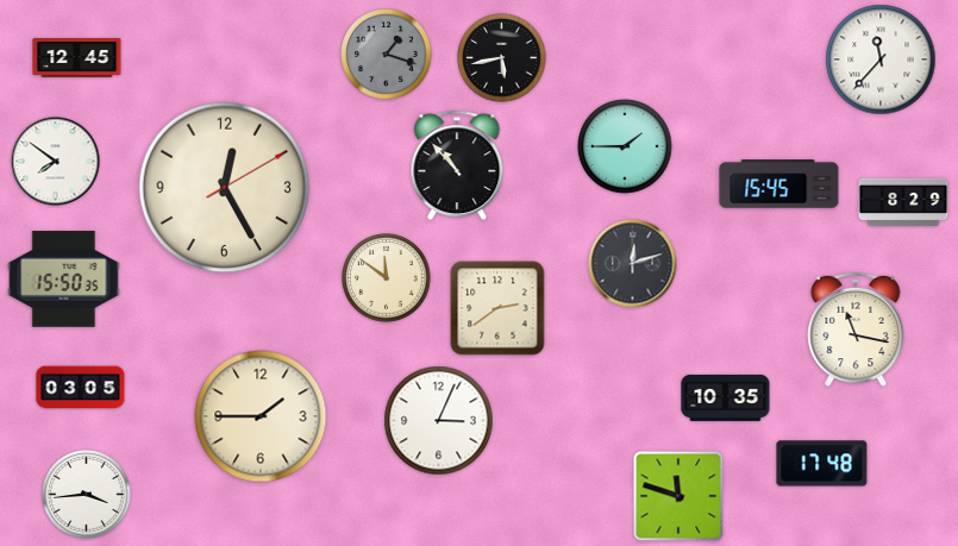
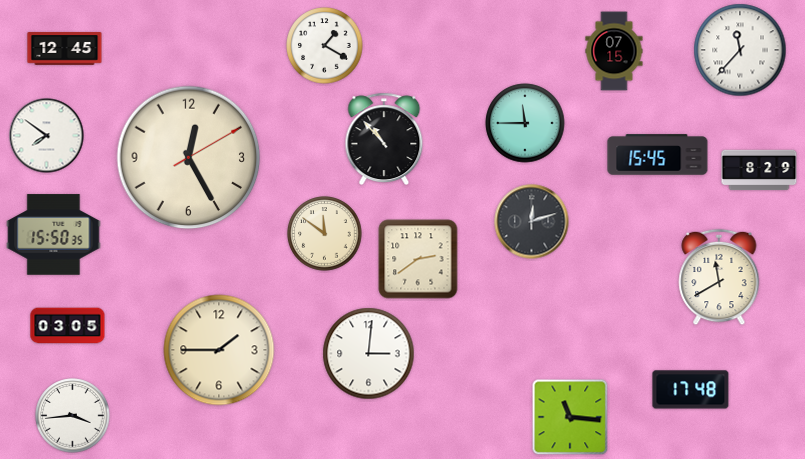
clock at (387, 55): 1:18 -> 1:20
clock at (387, 55) dial: grey -> white
clock at (502, 58): 5:43 -> none
clock at (614, 51): none -> 07:15
clock at (625, 146): 1:45 -> 11:45
clock at (779, 184) position: (779, 184) -> (658, 155)
clock at (856, 330): 11:17 -> 11:40
clock at (726, 397): 10:35 -> none
clock at (439, 421): 3:04 -> 3:01
clock at (678, 496): 11:48 -> 11:16
